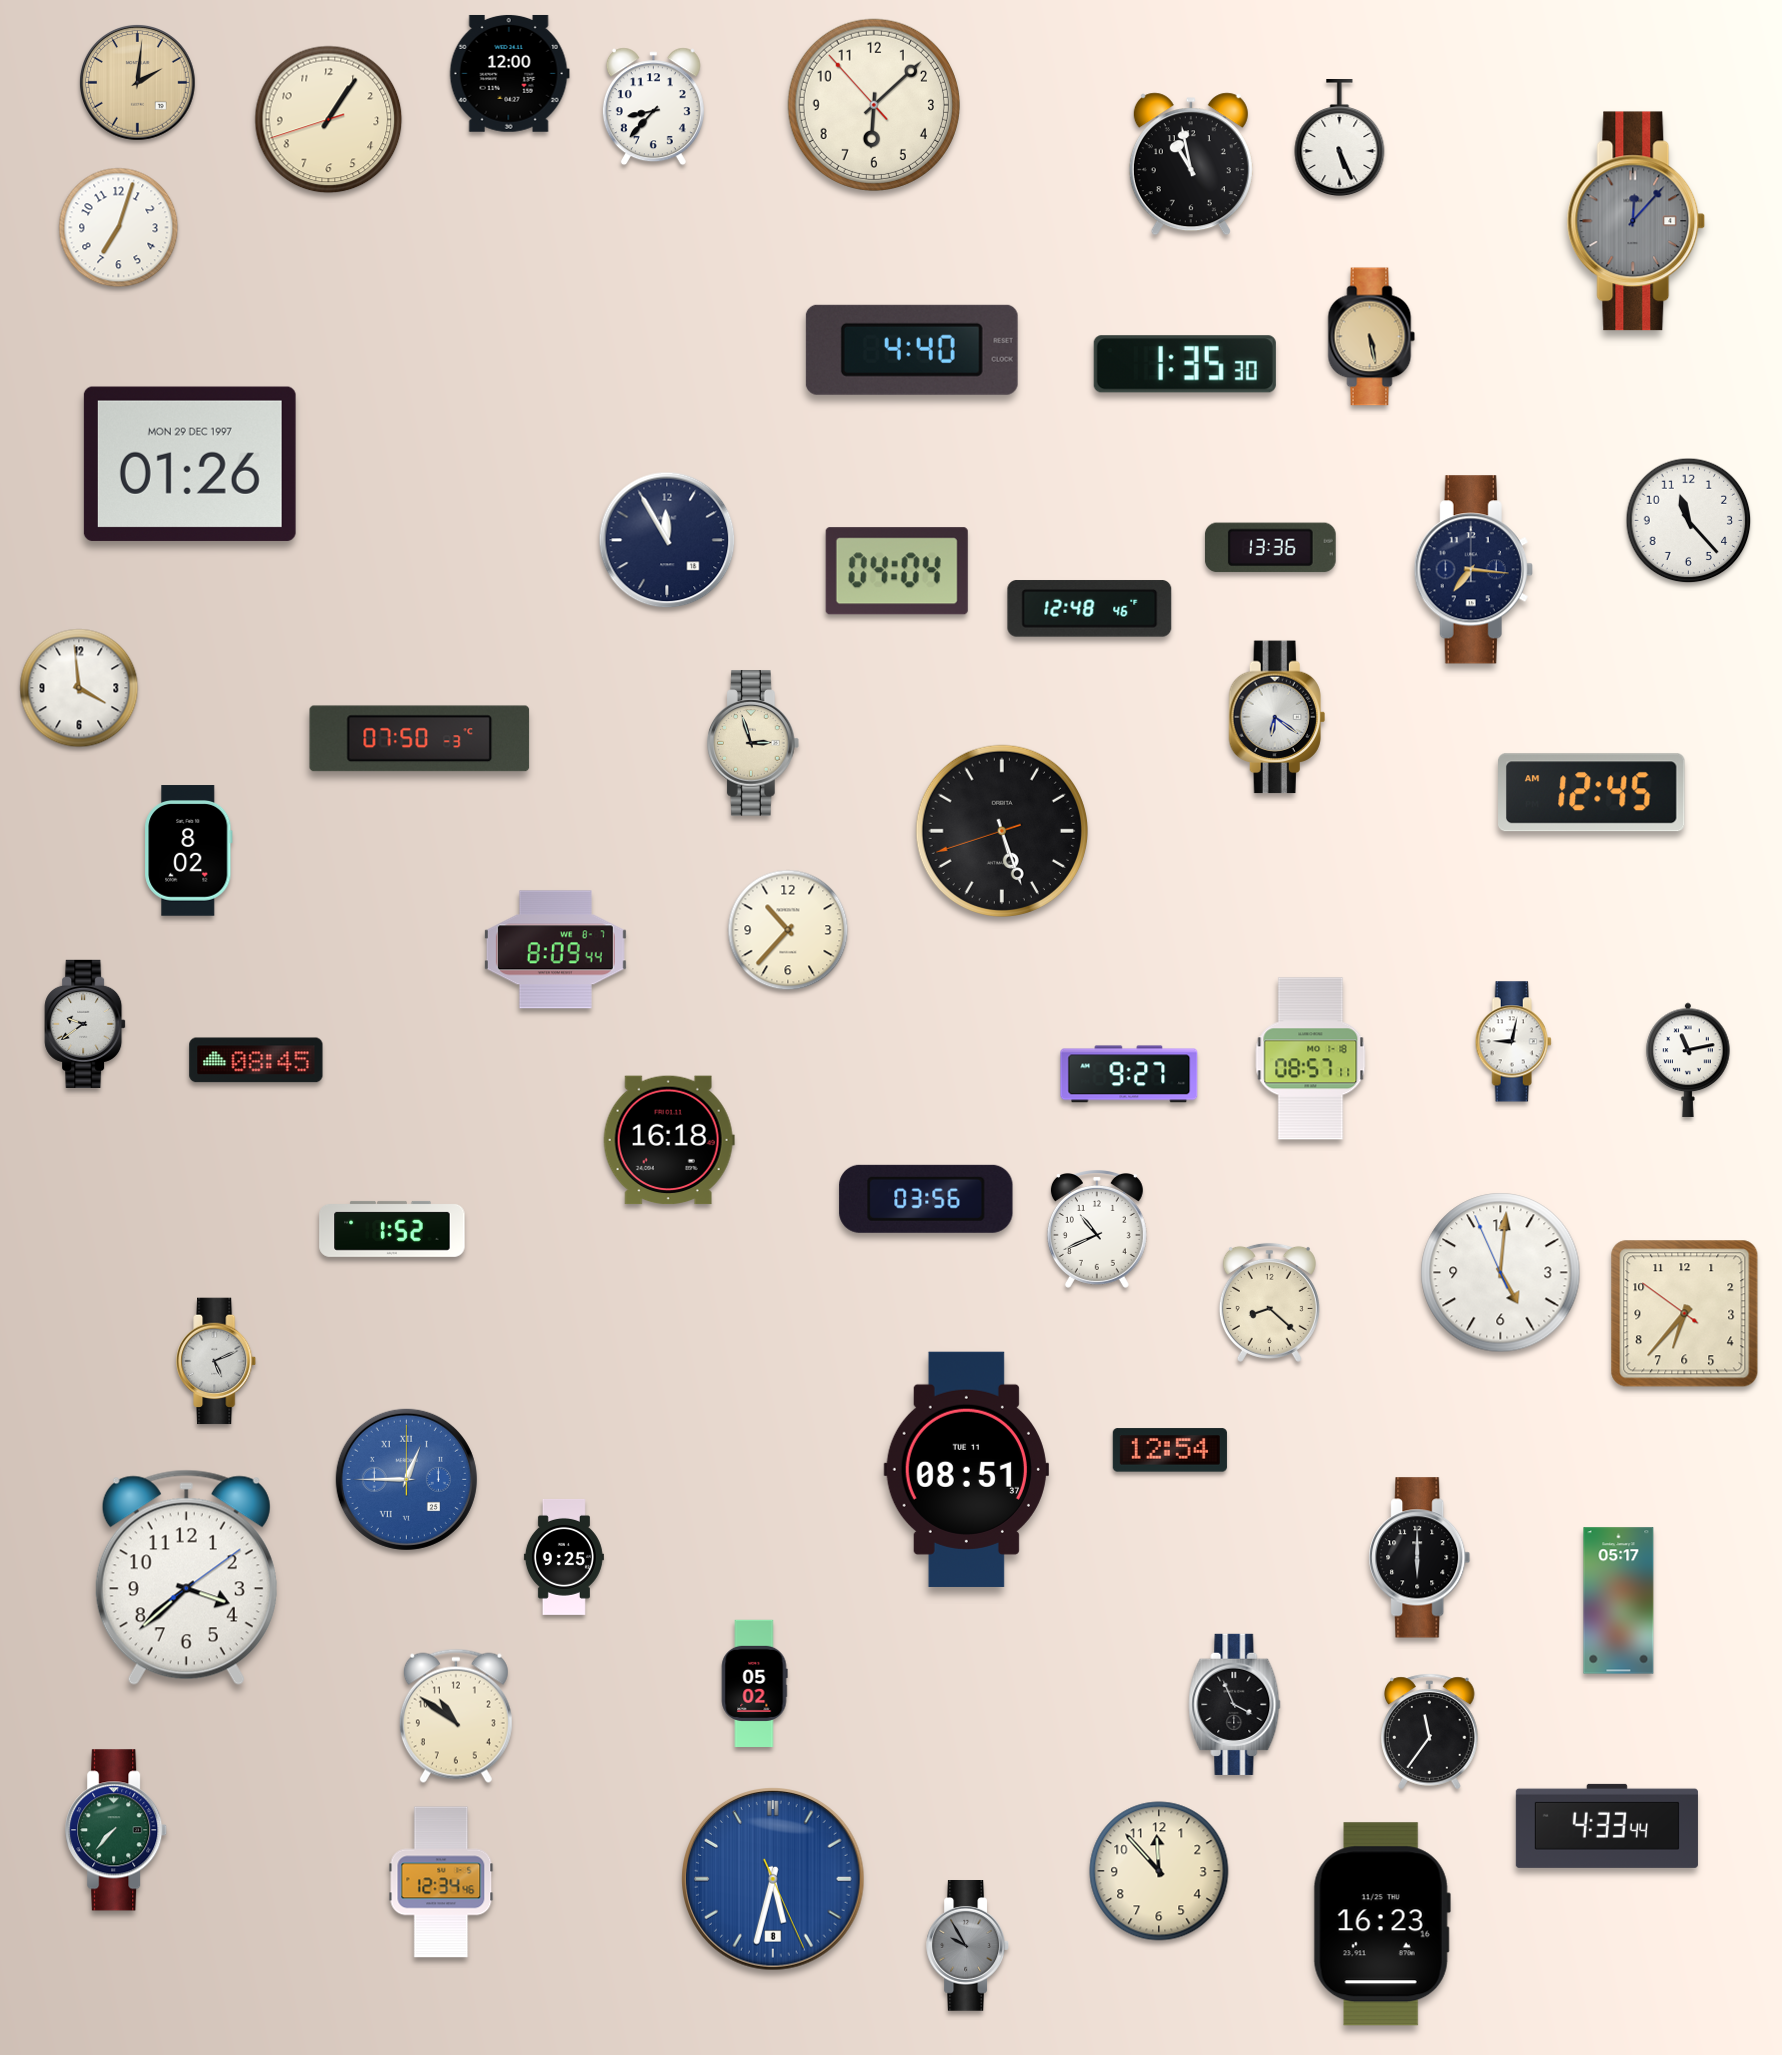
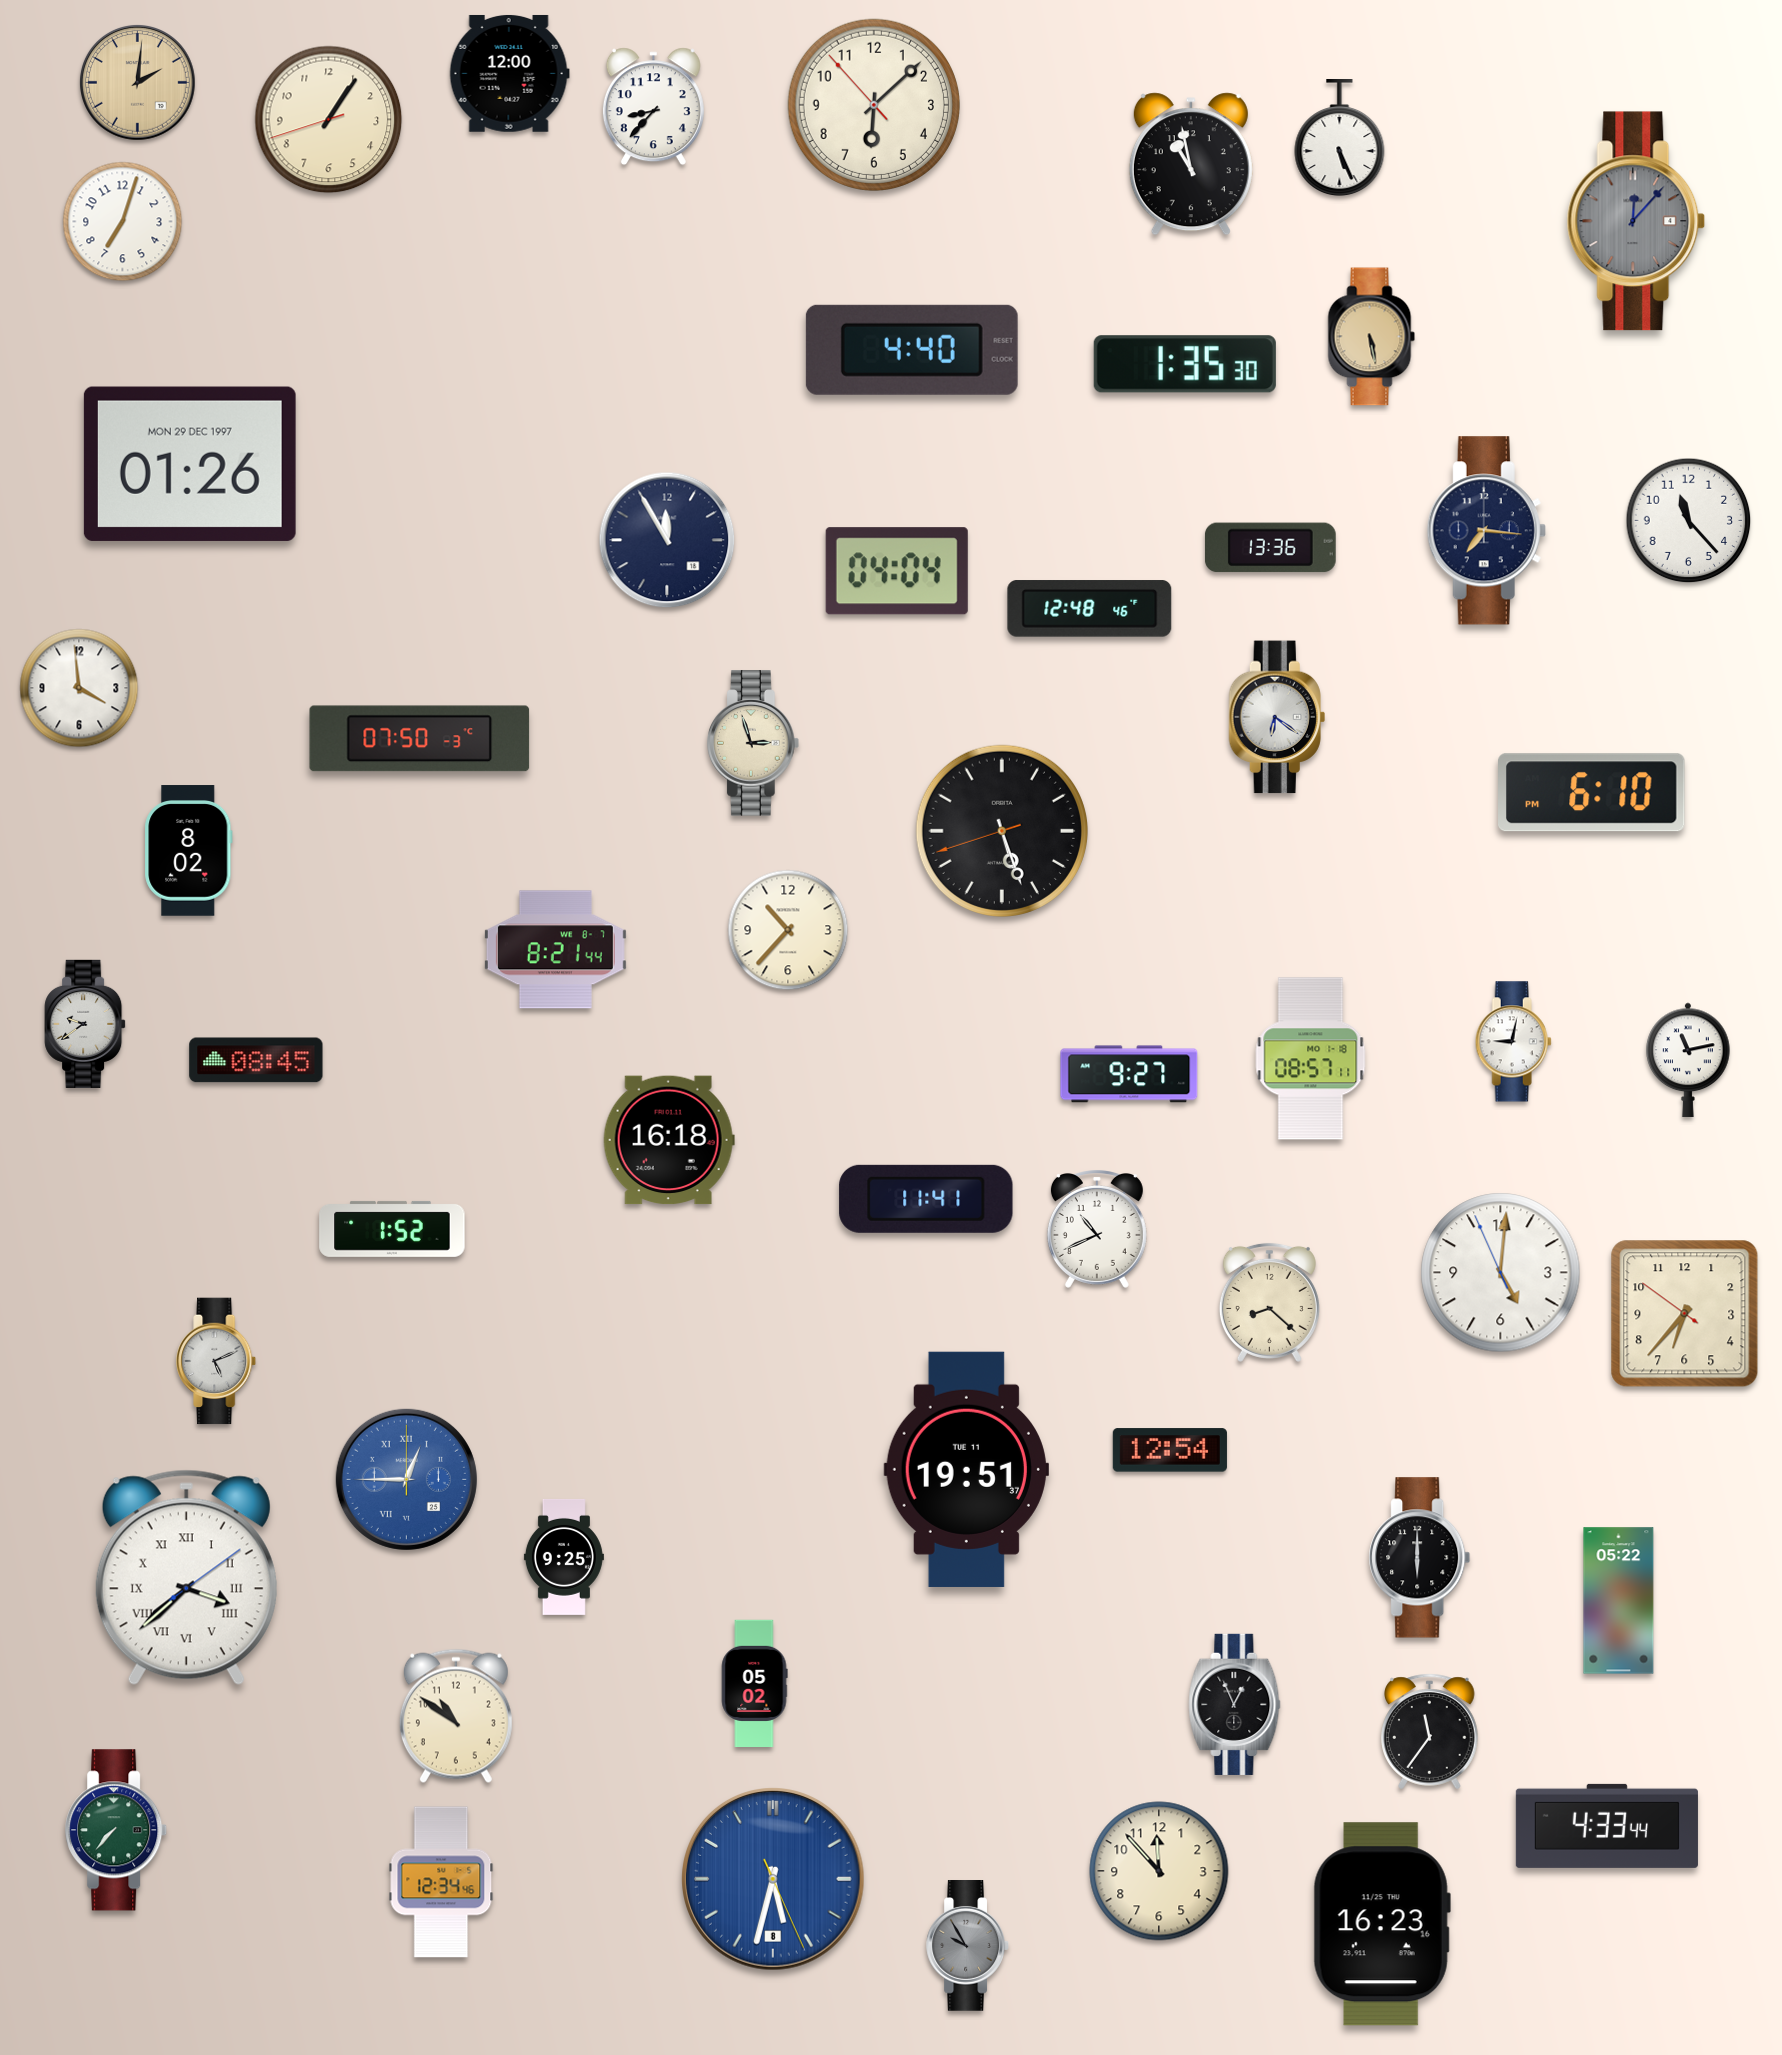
clock at (119, 228) position: (119, 228) -> (123, 222)
clock at (1473, 570) position: (1473, 570) -> (1486, 531)
clock at (1591, 793): 12:45 -> 6:10
clock at (555, 950): 8:09 -> 8:21
clock at (926, 1199): 03:56 -> 11:41
clock at (966, 1469): 08:51 -> 19:51
clock at (186, 1578) numerals: Arabic -> Roman
clock at (1619, 1601): 05:17 -> 05:22
clock at (1235, 1704): 3:56 -> 12:56
